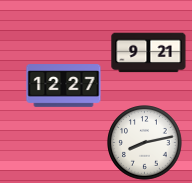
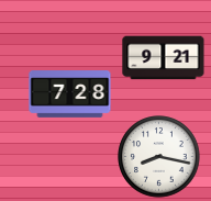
clock at (64, 86): 12:27 -> 7:28
clock at (145, 143): 8:13 -> 8:17
